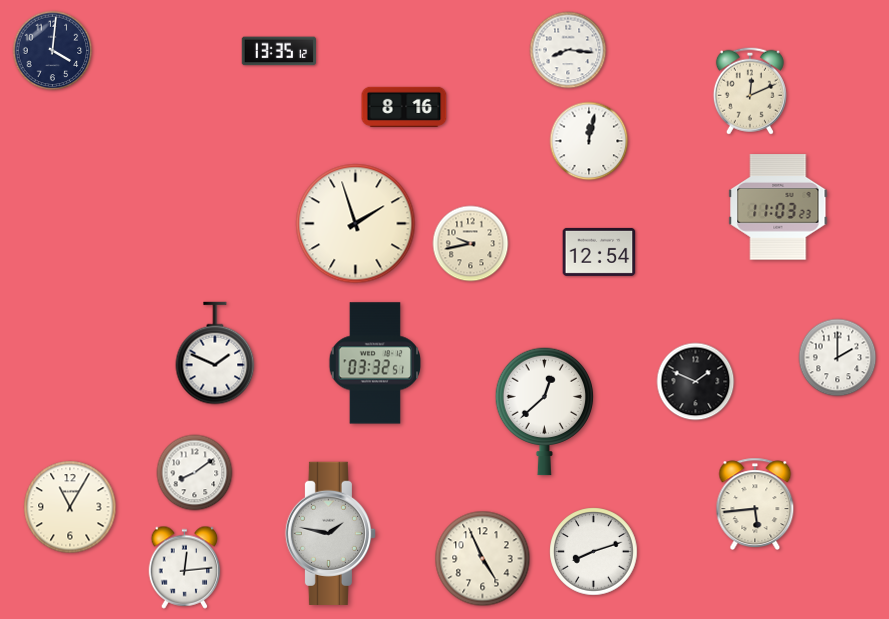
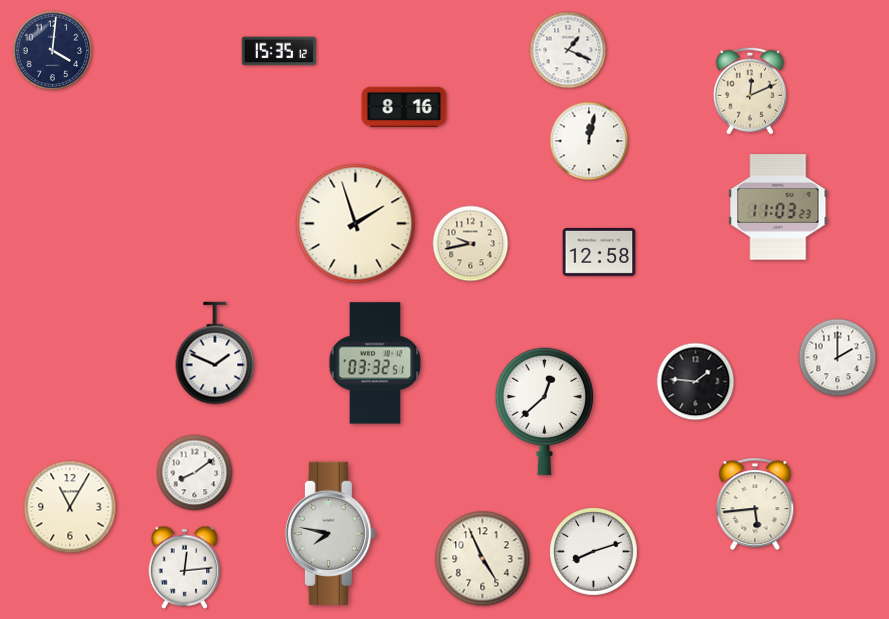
clock at (568, 50): 8:16 -> 1:19
clock at (278, 51): 13:35 -> 15:35
clock at (599, 252): 12:54 -> 12:58
clock at (696, 382): 1:49 -> 1:46
clock at (330, 533): 1:47 -> 7:47
